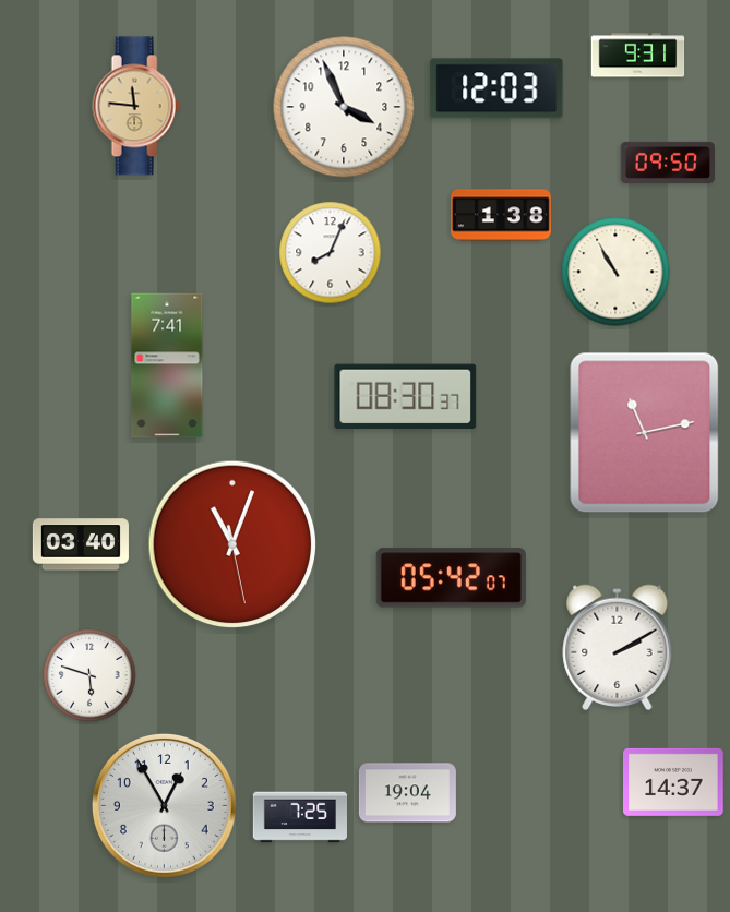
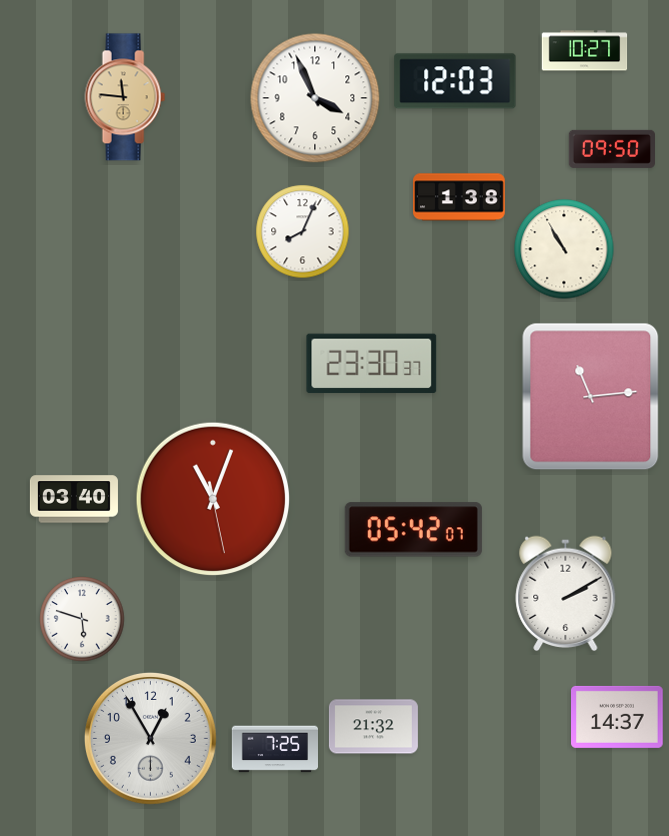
clock at (638, 56): 9:31 -> 10:27
clock at (167, 365): 7:41 -> none
clock at (406, 397): 08:30 -> 23:30
clock at (645, 433): 11:13 -> 11:14
clock at (407, 793): 19:04 -> 21:32
